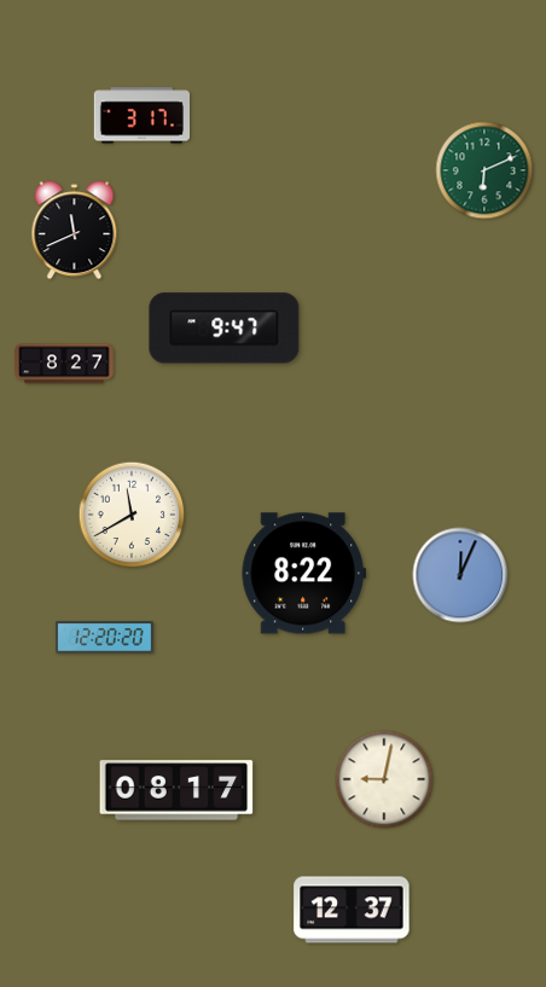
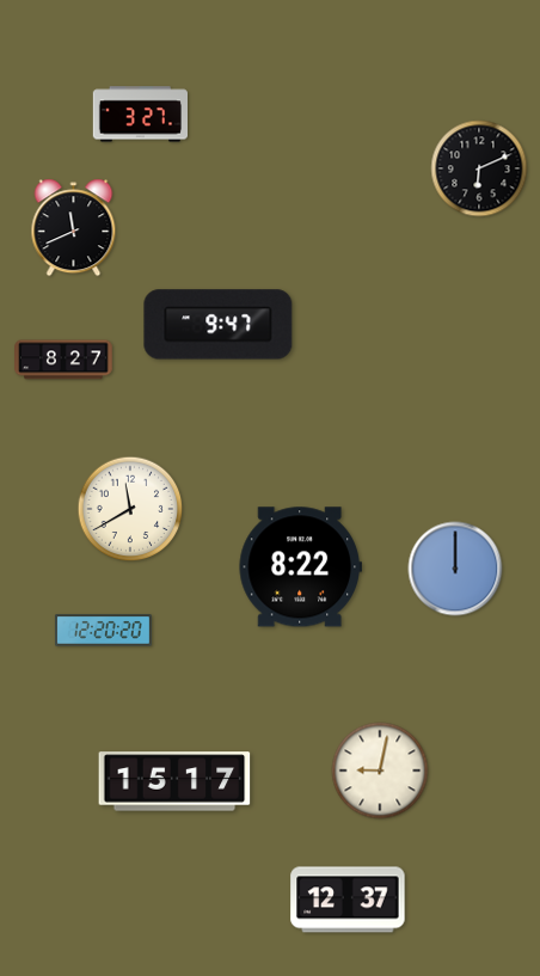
clock at (141, 116): 3:17 -> 3:27
clock at (484, 170) dial: green -> black
clock at (225, 329) position: (225, 329) -> (219, 325)
clock at (460, 575): 12:04 -> 12:00
clock at (176, 790): 08:17 -> 15:17
